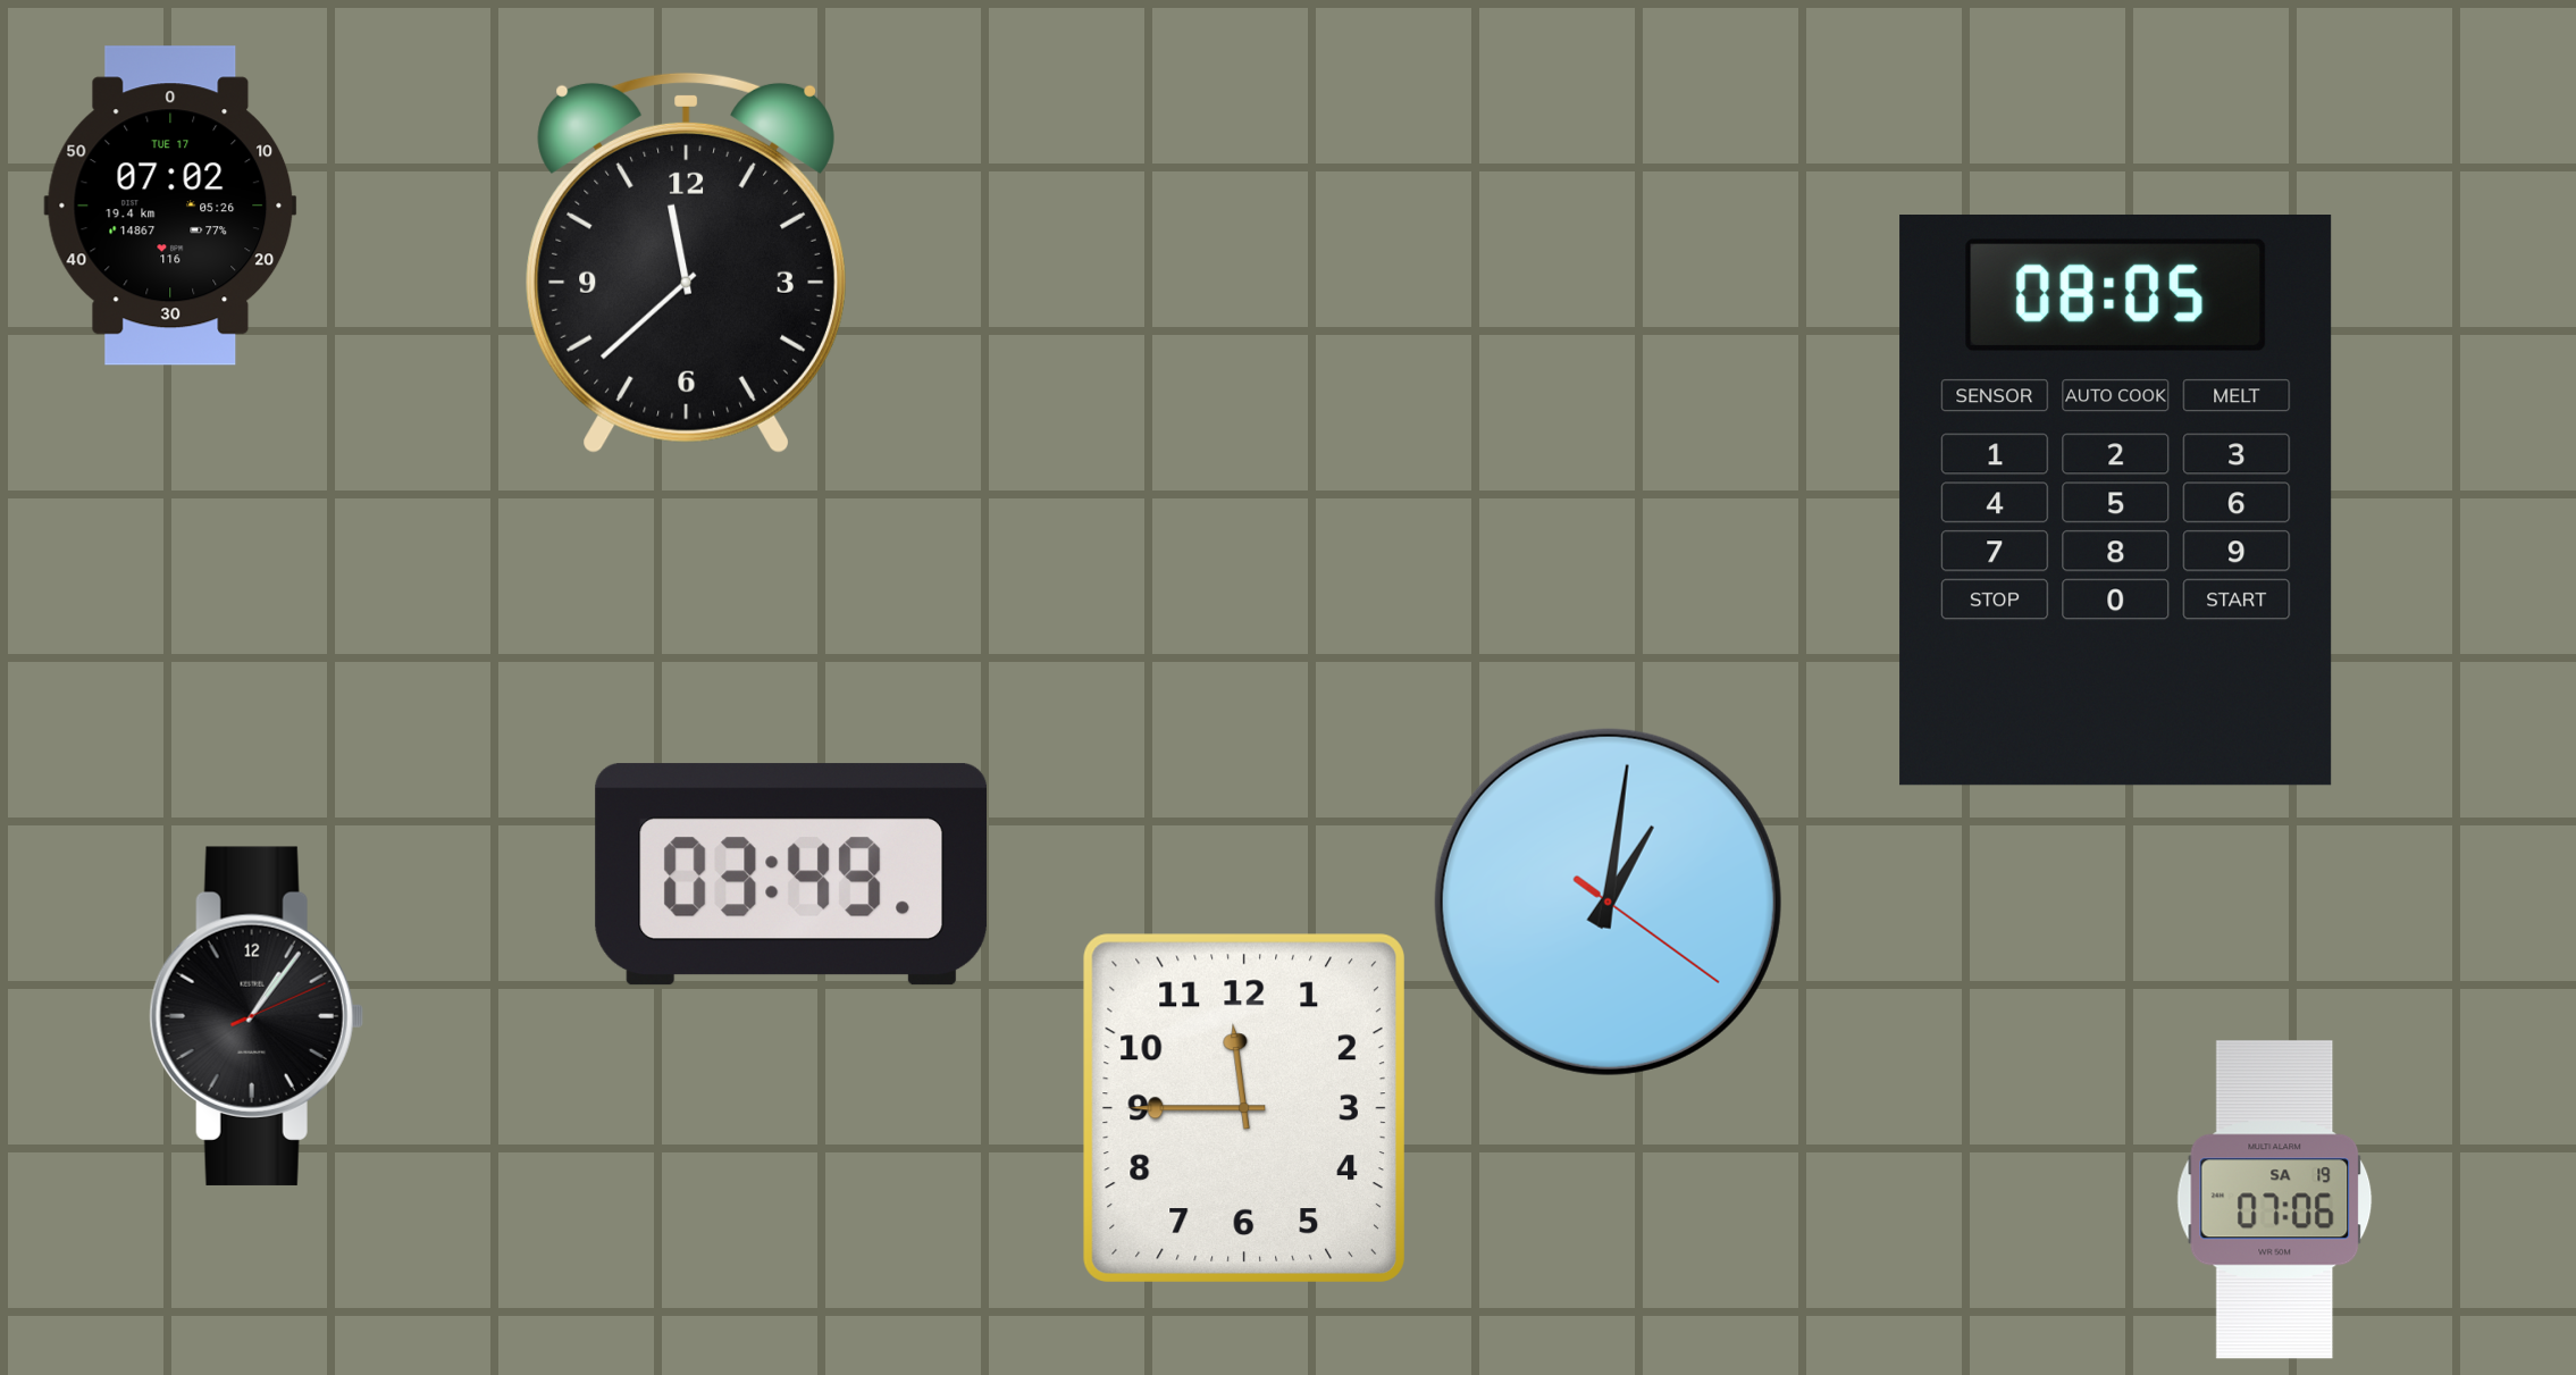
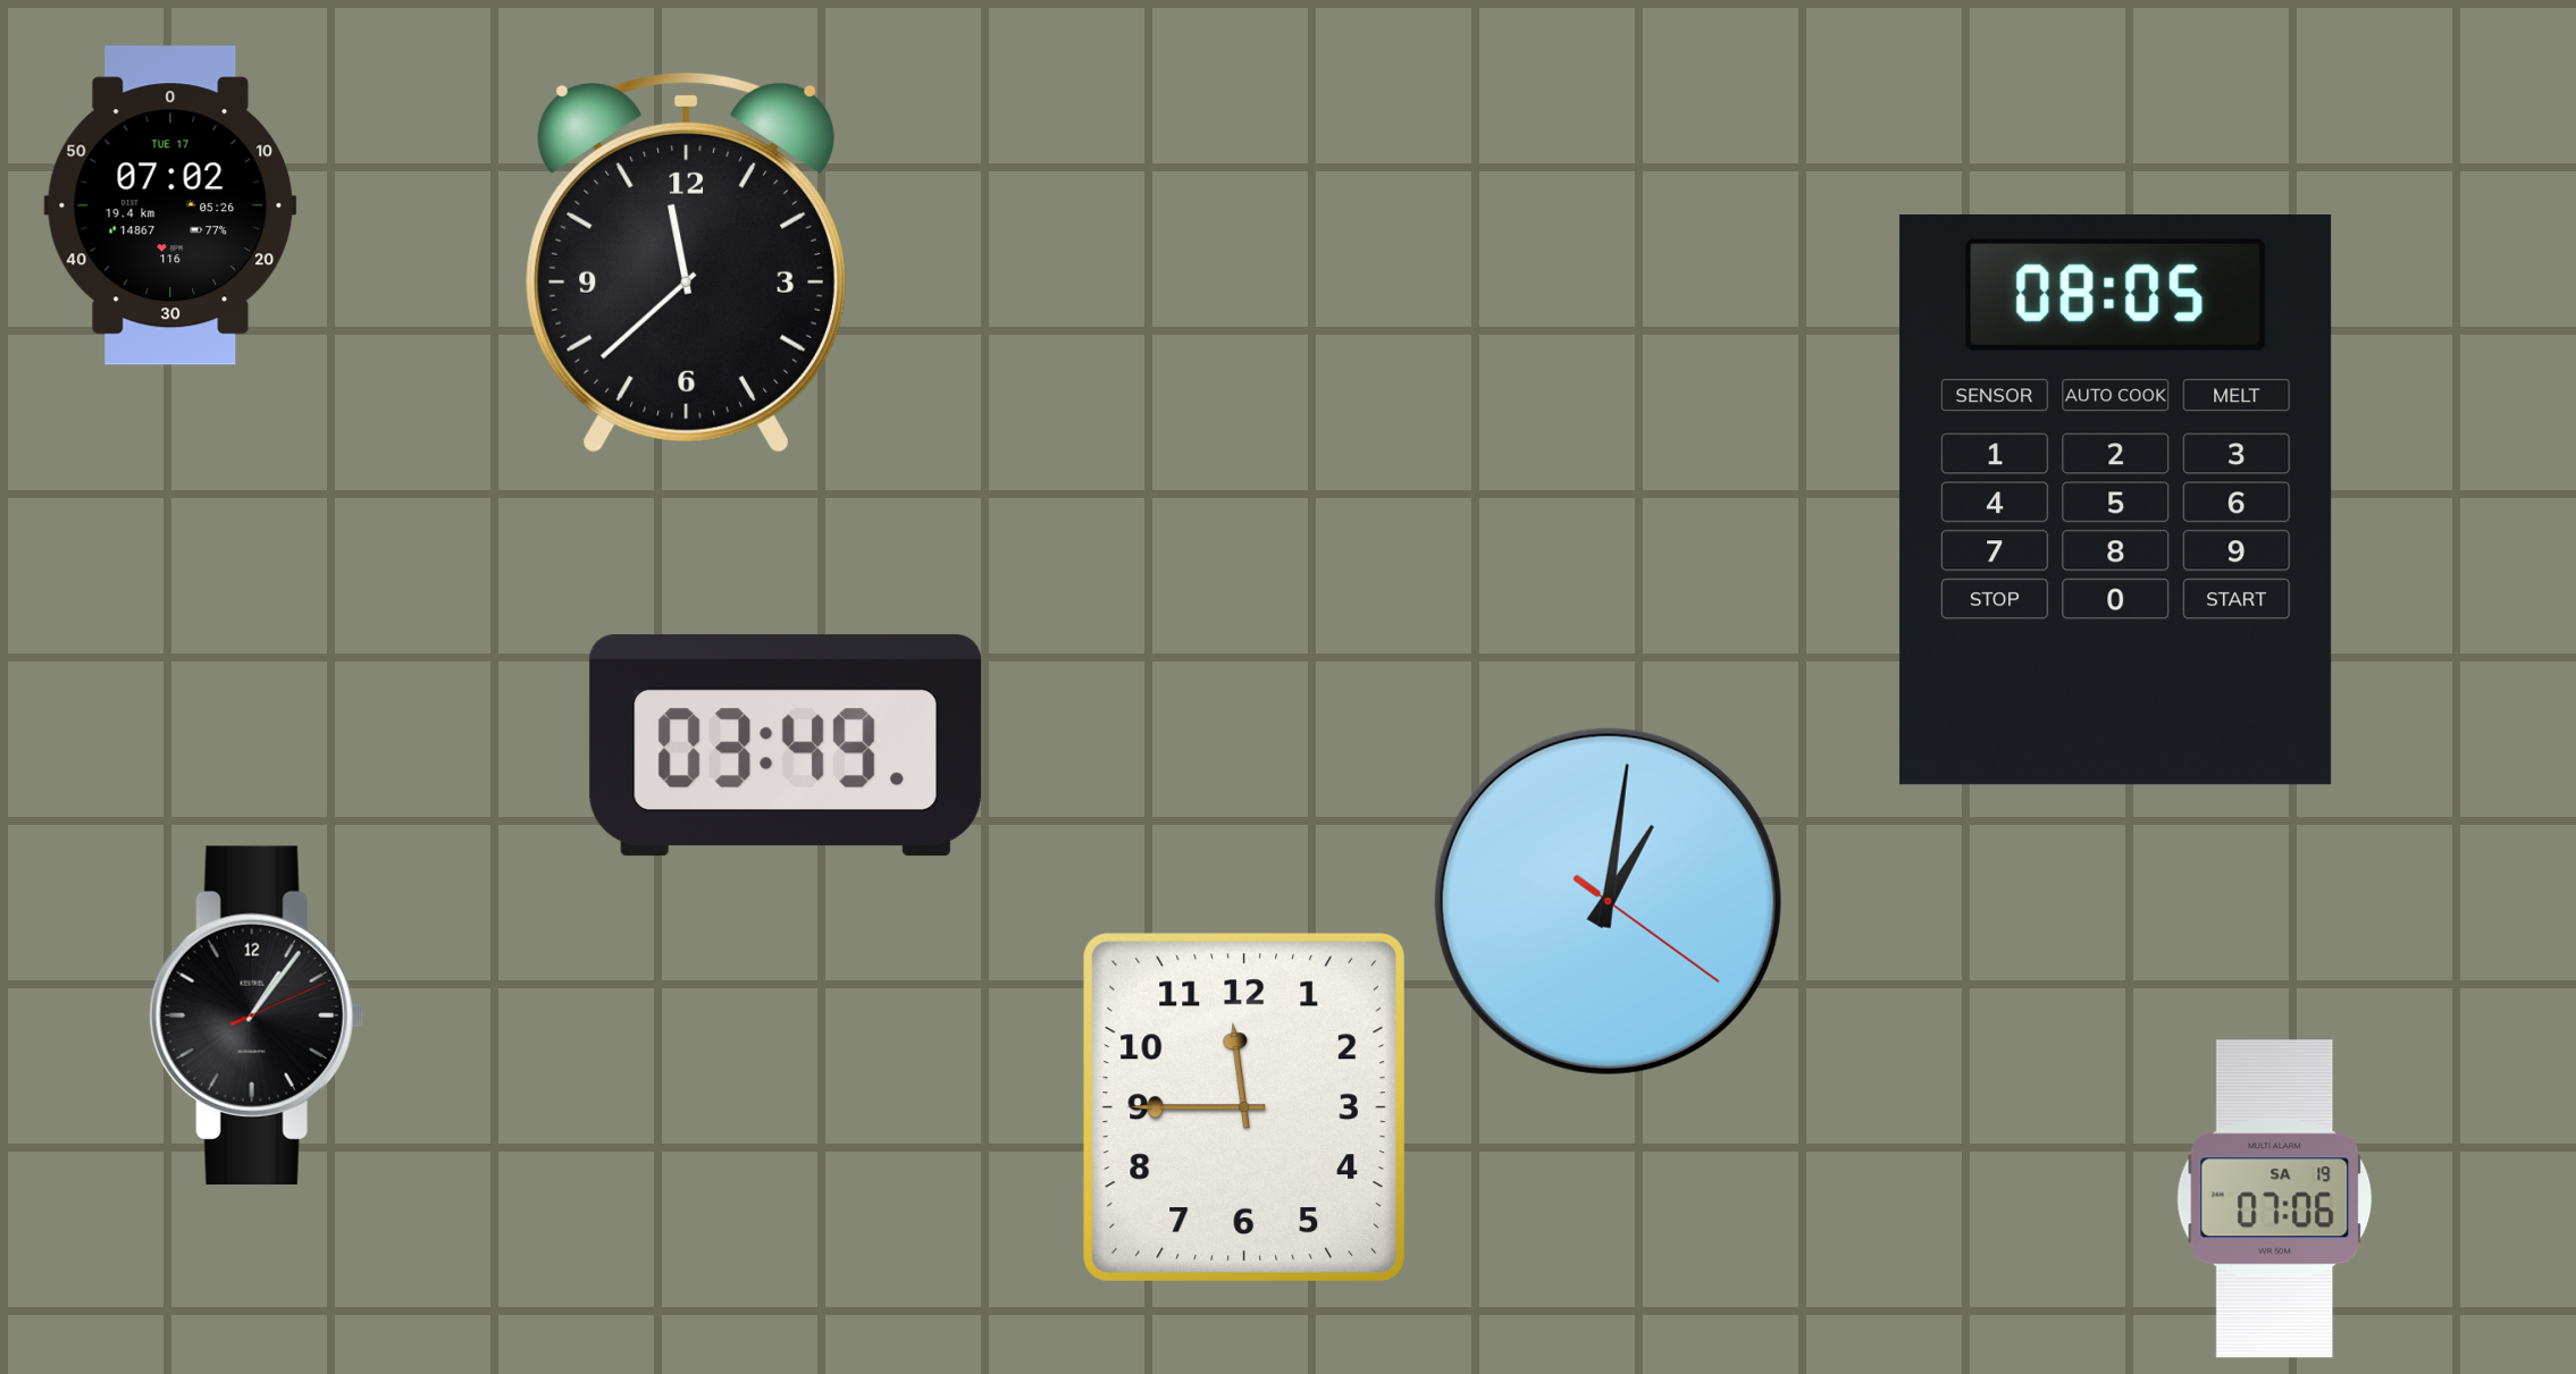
clock at (790, 874) position: (790, 874) -> (784, 745)
